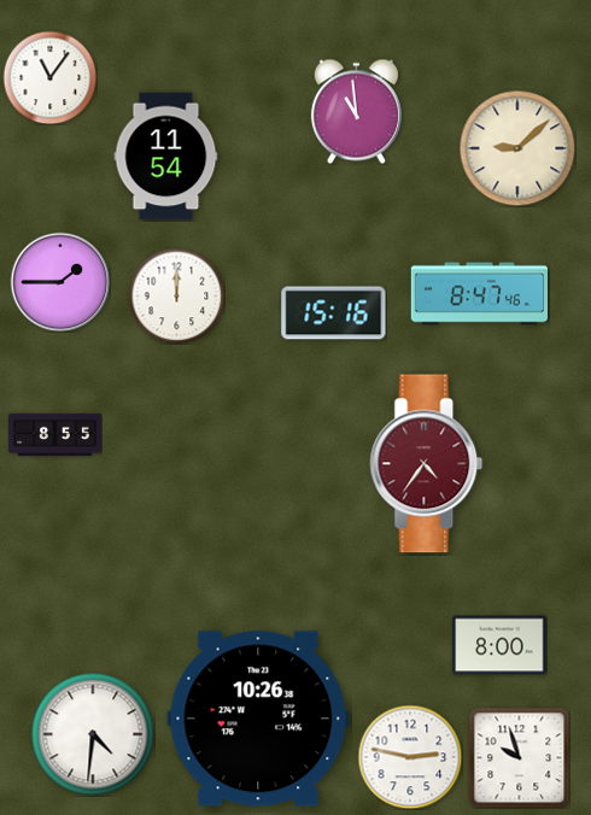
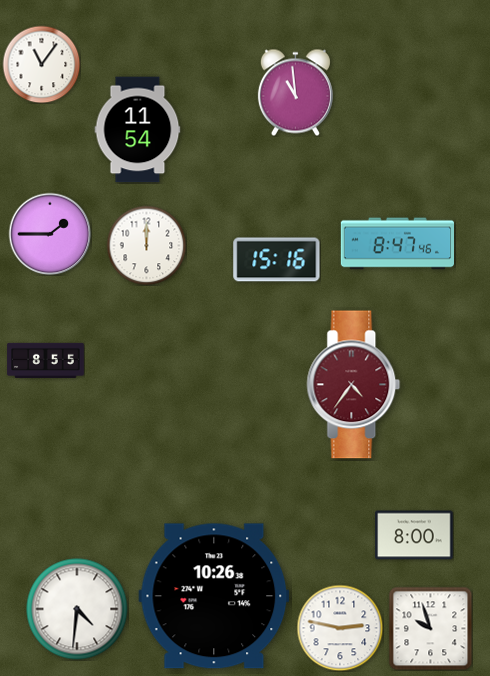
clock at (517, 148): 9:08 -> none
